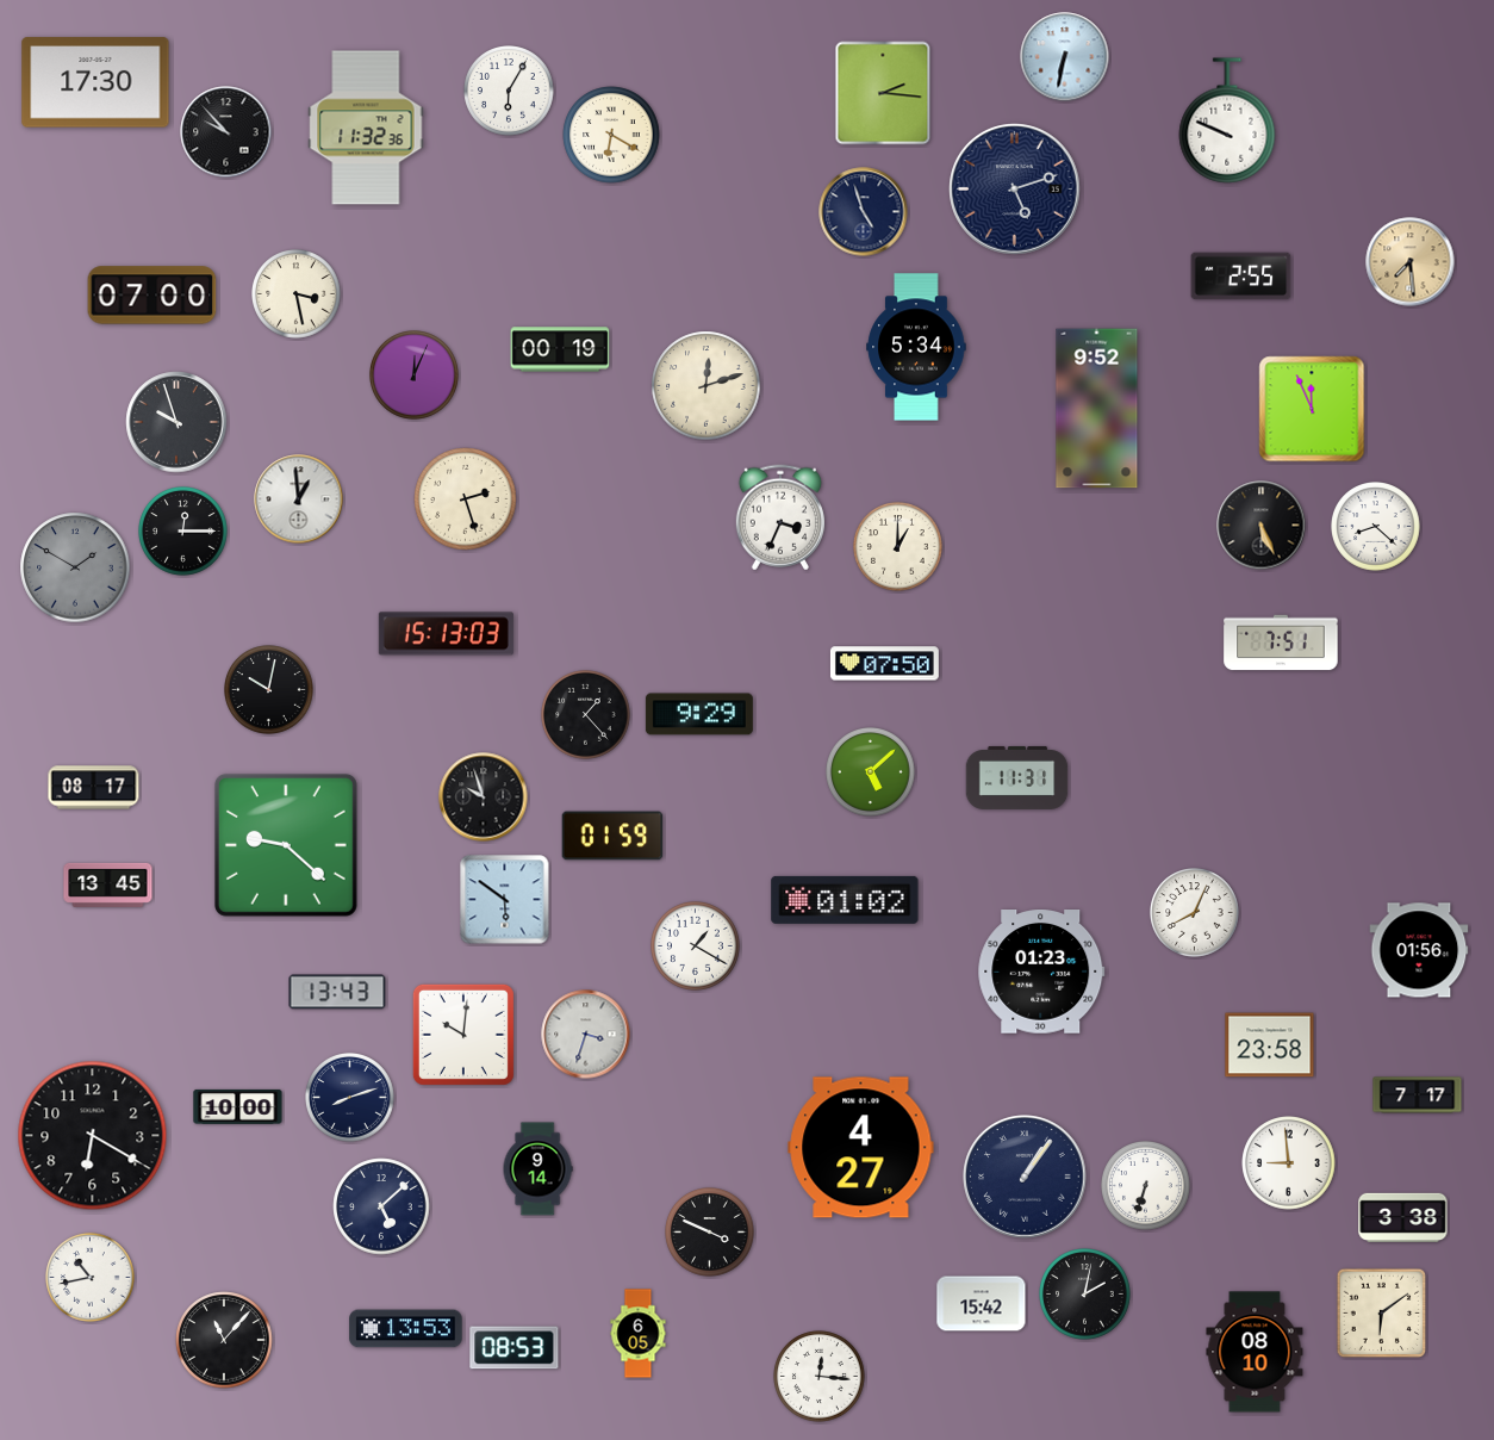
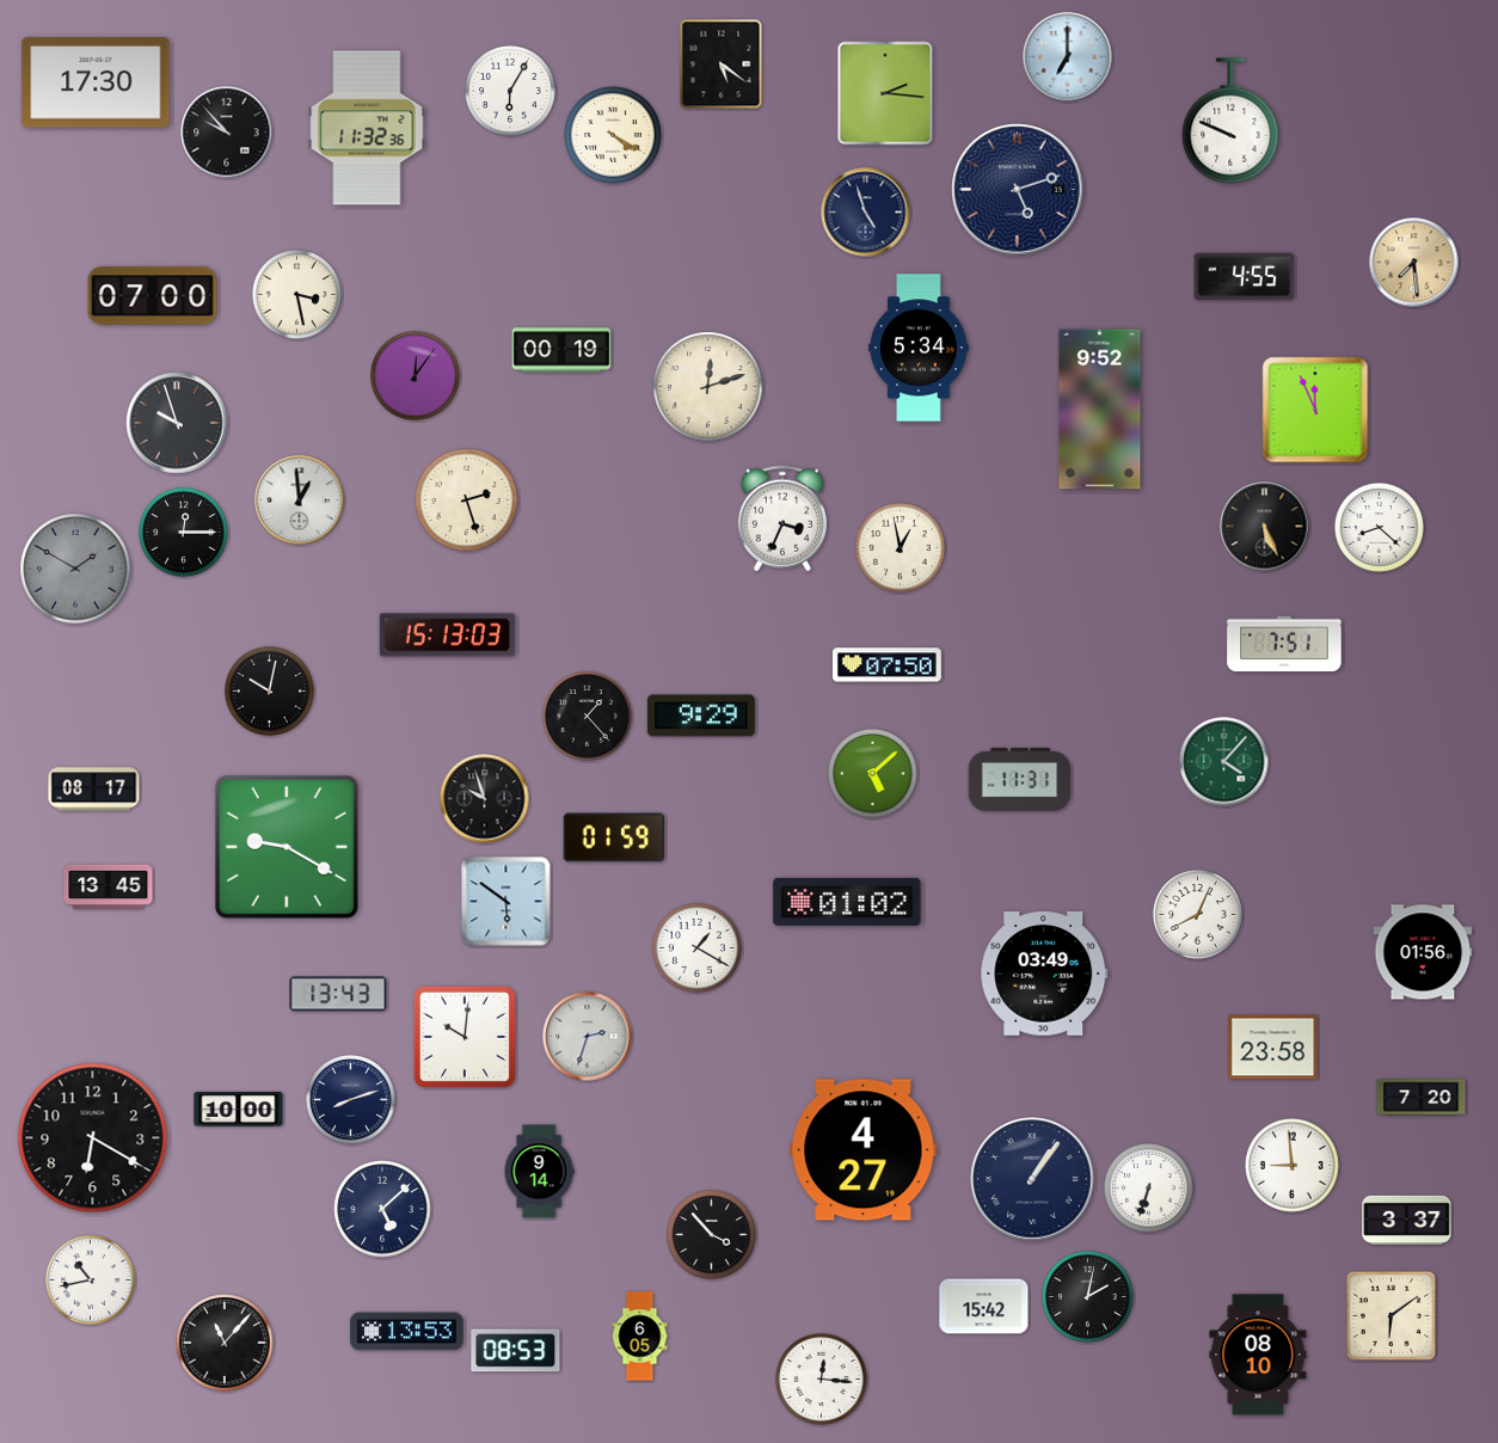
clock at (1065, 57): 6:32 -> 7:00
clock at (722, 65): none -> 5:21
clock at (611, 135): 6:20 -> 4:20
clock at (1241, 277): 2:55 -> 4:55
clock at (415, 375): 12:04 -> 12:06
clock at (898, 547): 1:00 -> 12:58
clock at (1224, 762): none -> 4:07
clock at (286, 845): 9:22 -> 9:20
clock at (1041, 973): 01:23 -> 03:49
clock at (586, 1035): 3:33 -> 2:33
clock at (1418, 1095): 7:17 -> 7:20
clock at (1025, 1177) position: (1025, 1177) -> (1032, 1179)
clock at (1403, 1217): 3:38 -> 3:37
clock at (710, 1233): 3:49 -> 3:53
clock at (1382, 1314) position: (1382, 1314) -> (1392, 1316)
